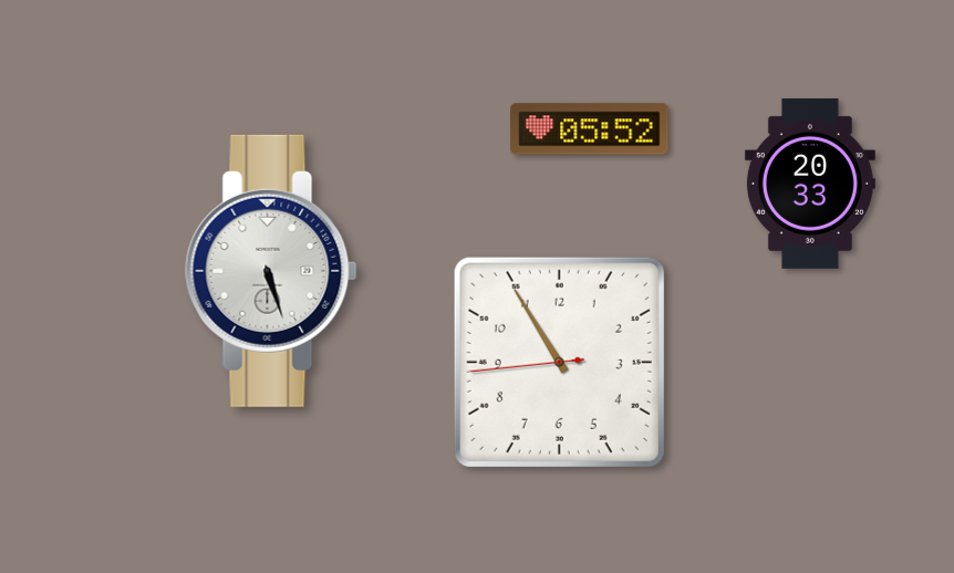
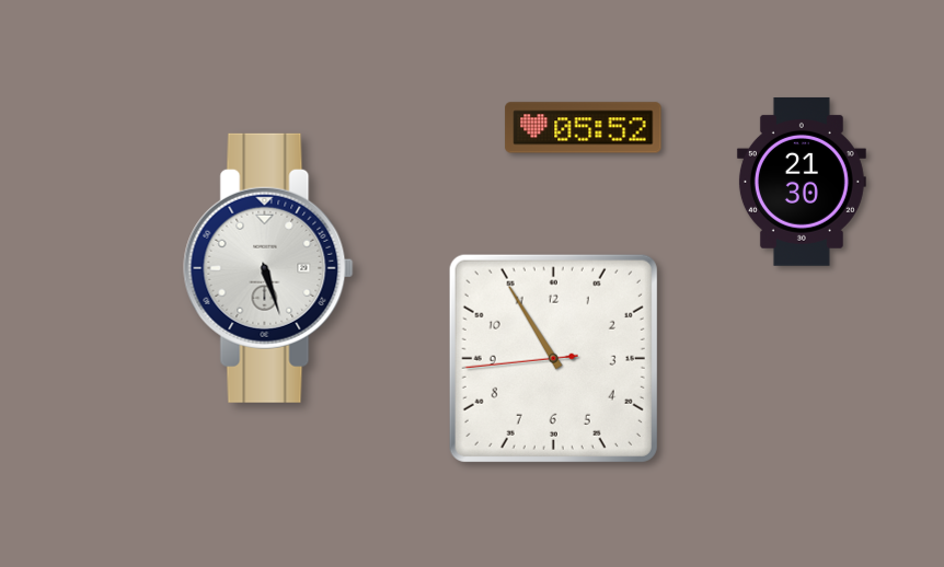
clock at (810, 184): 20:33 -> 21:30
